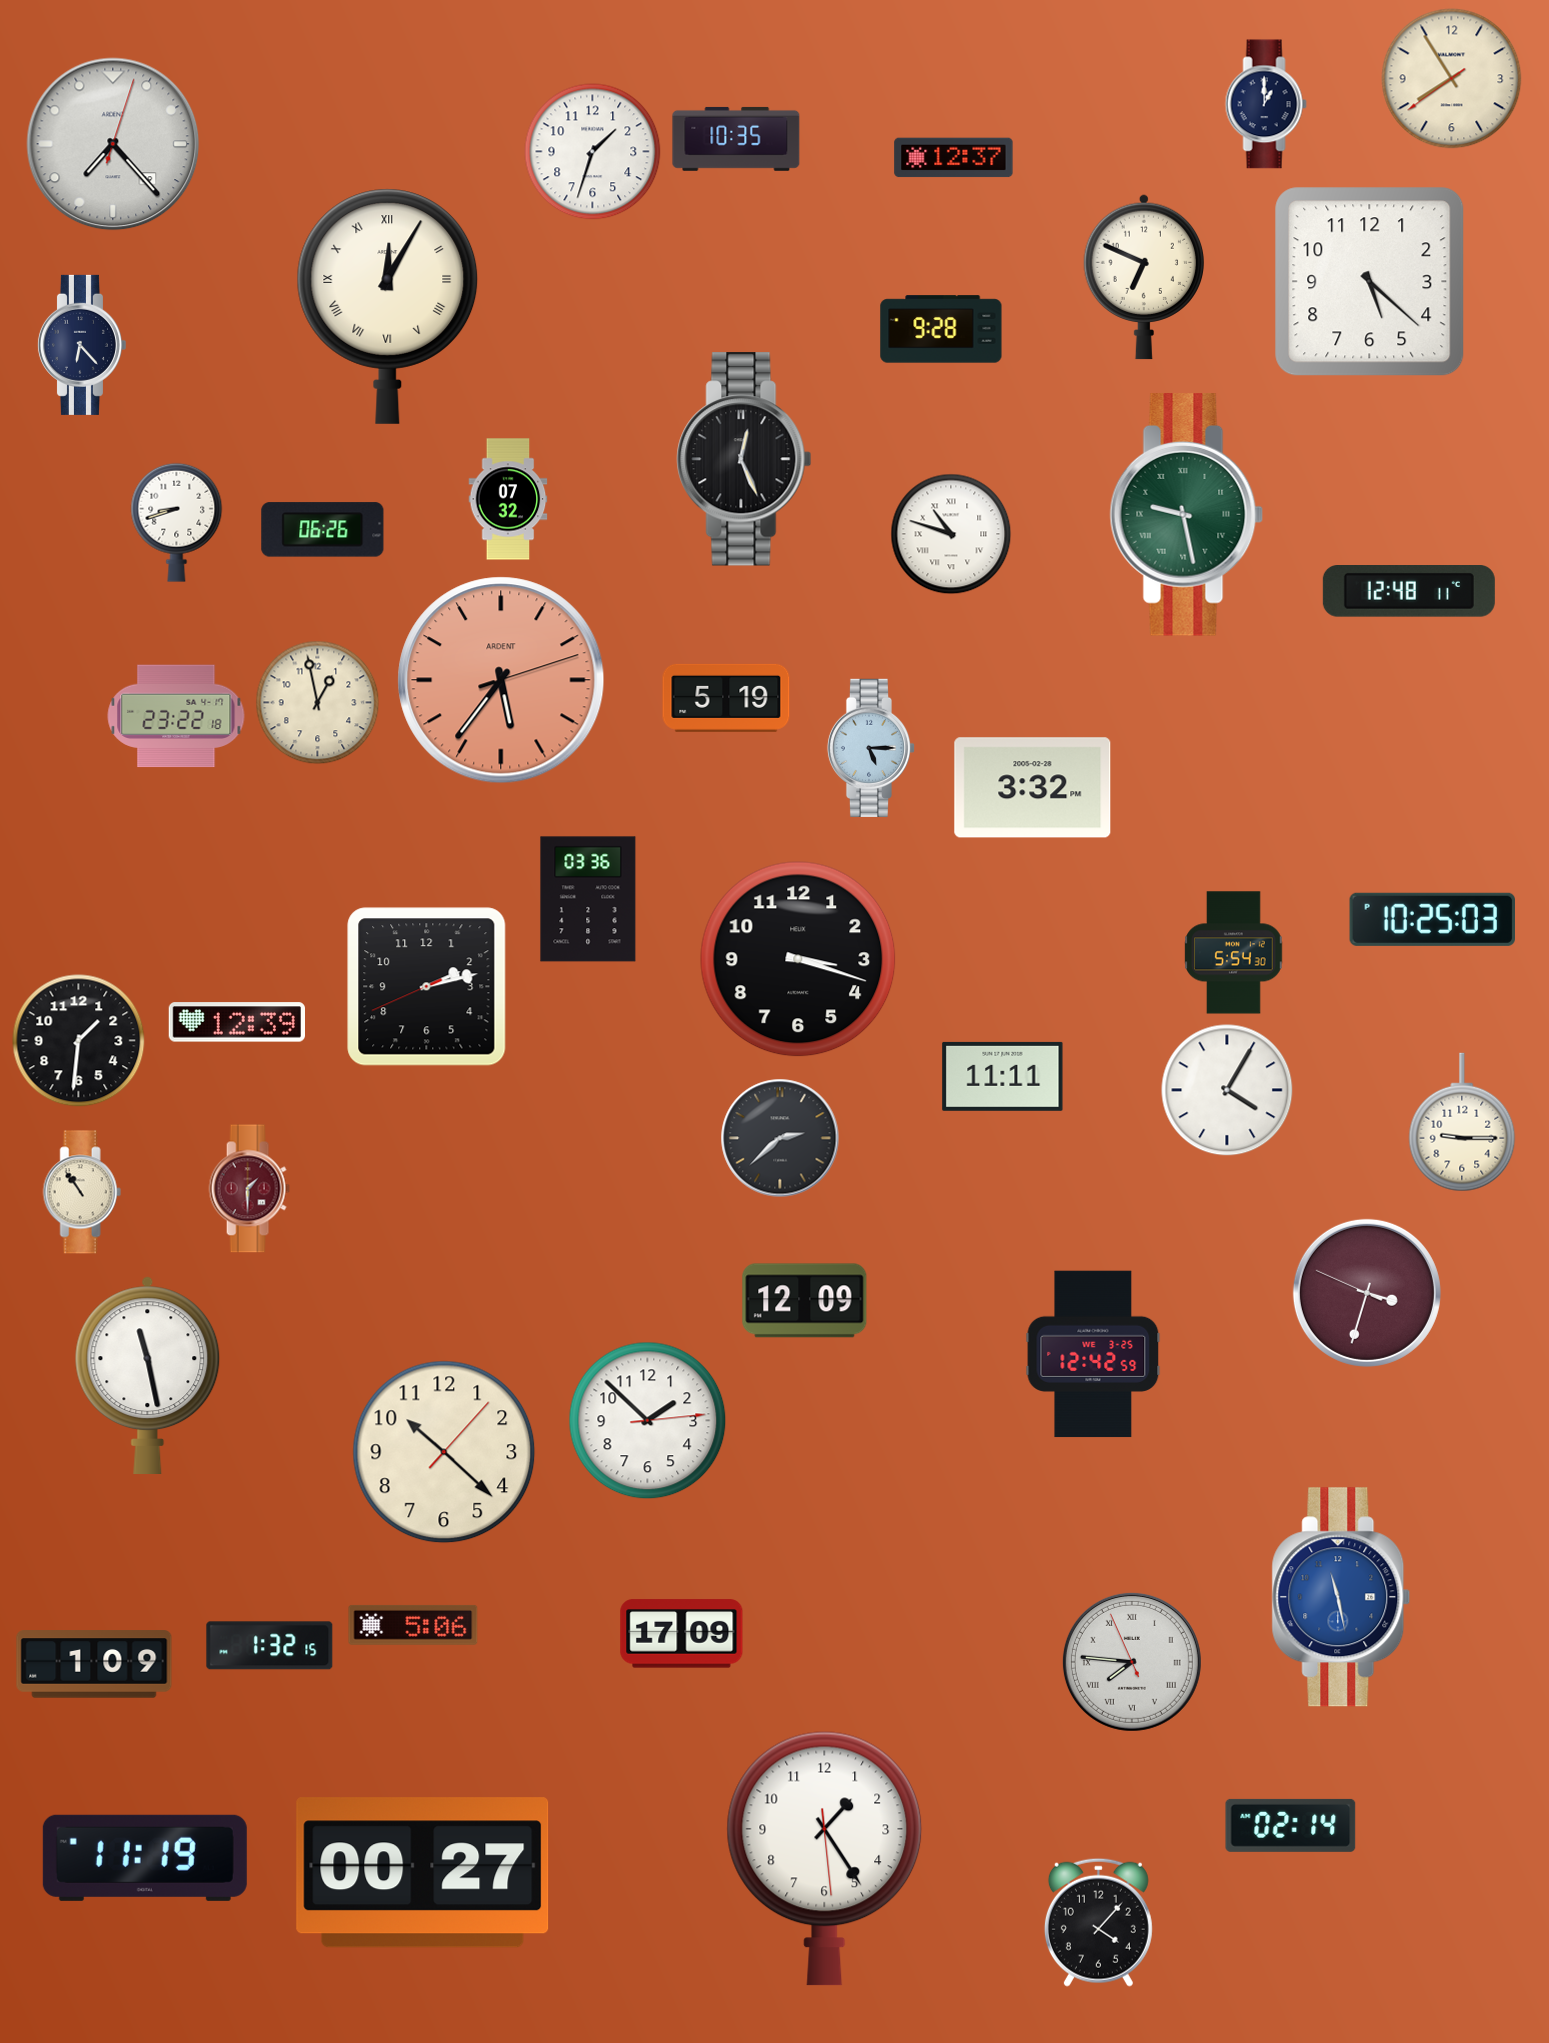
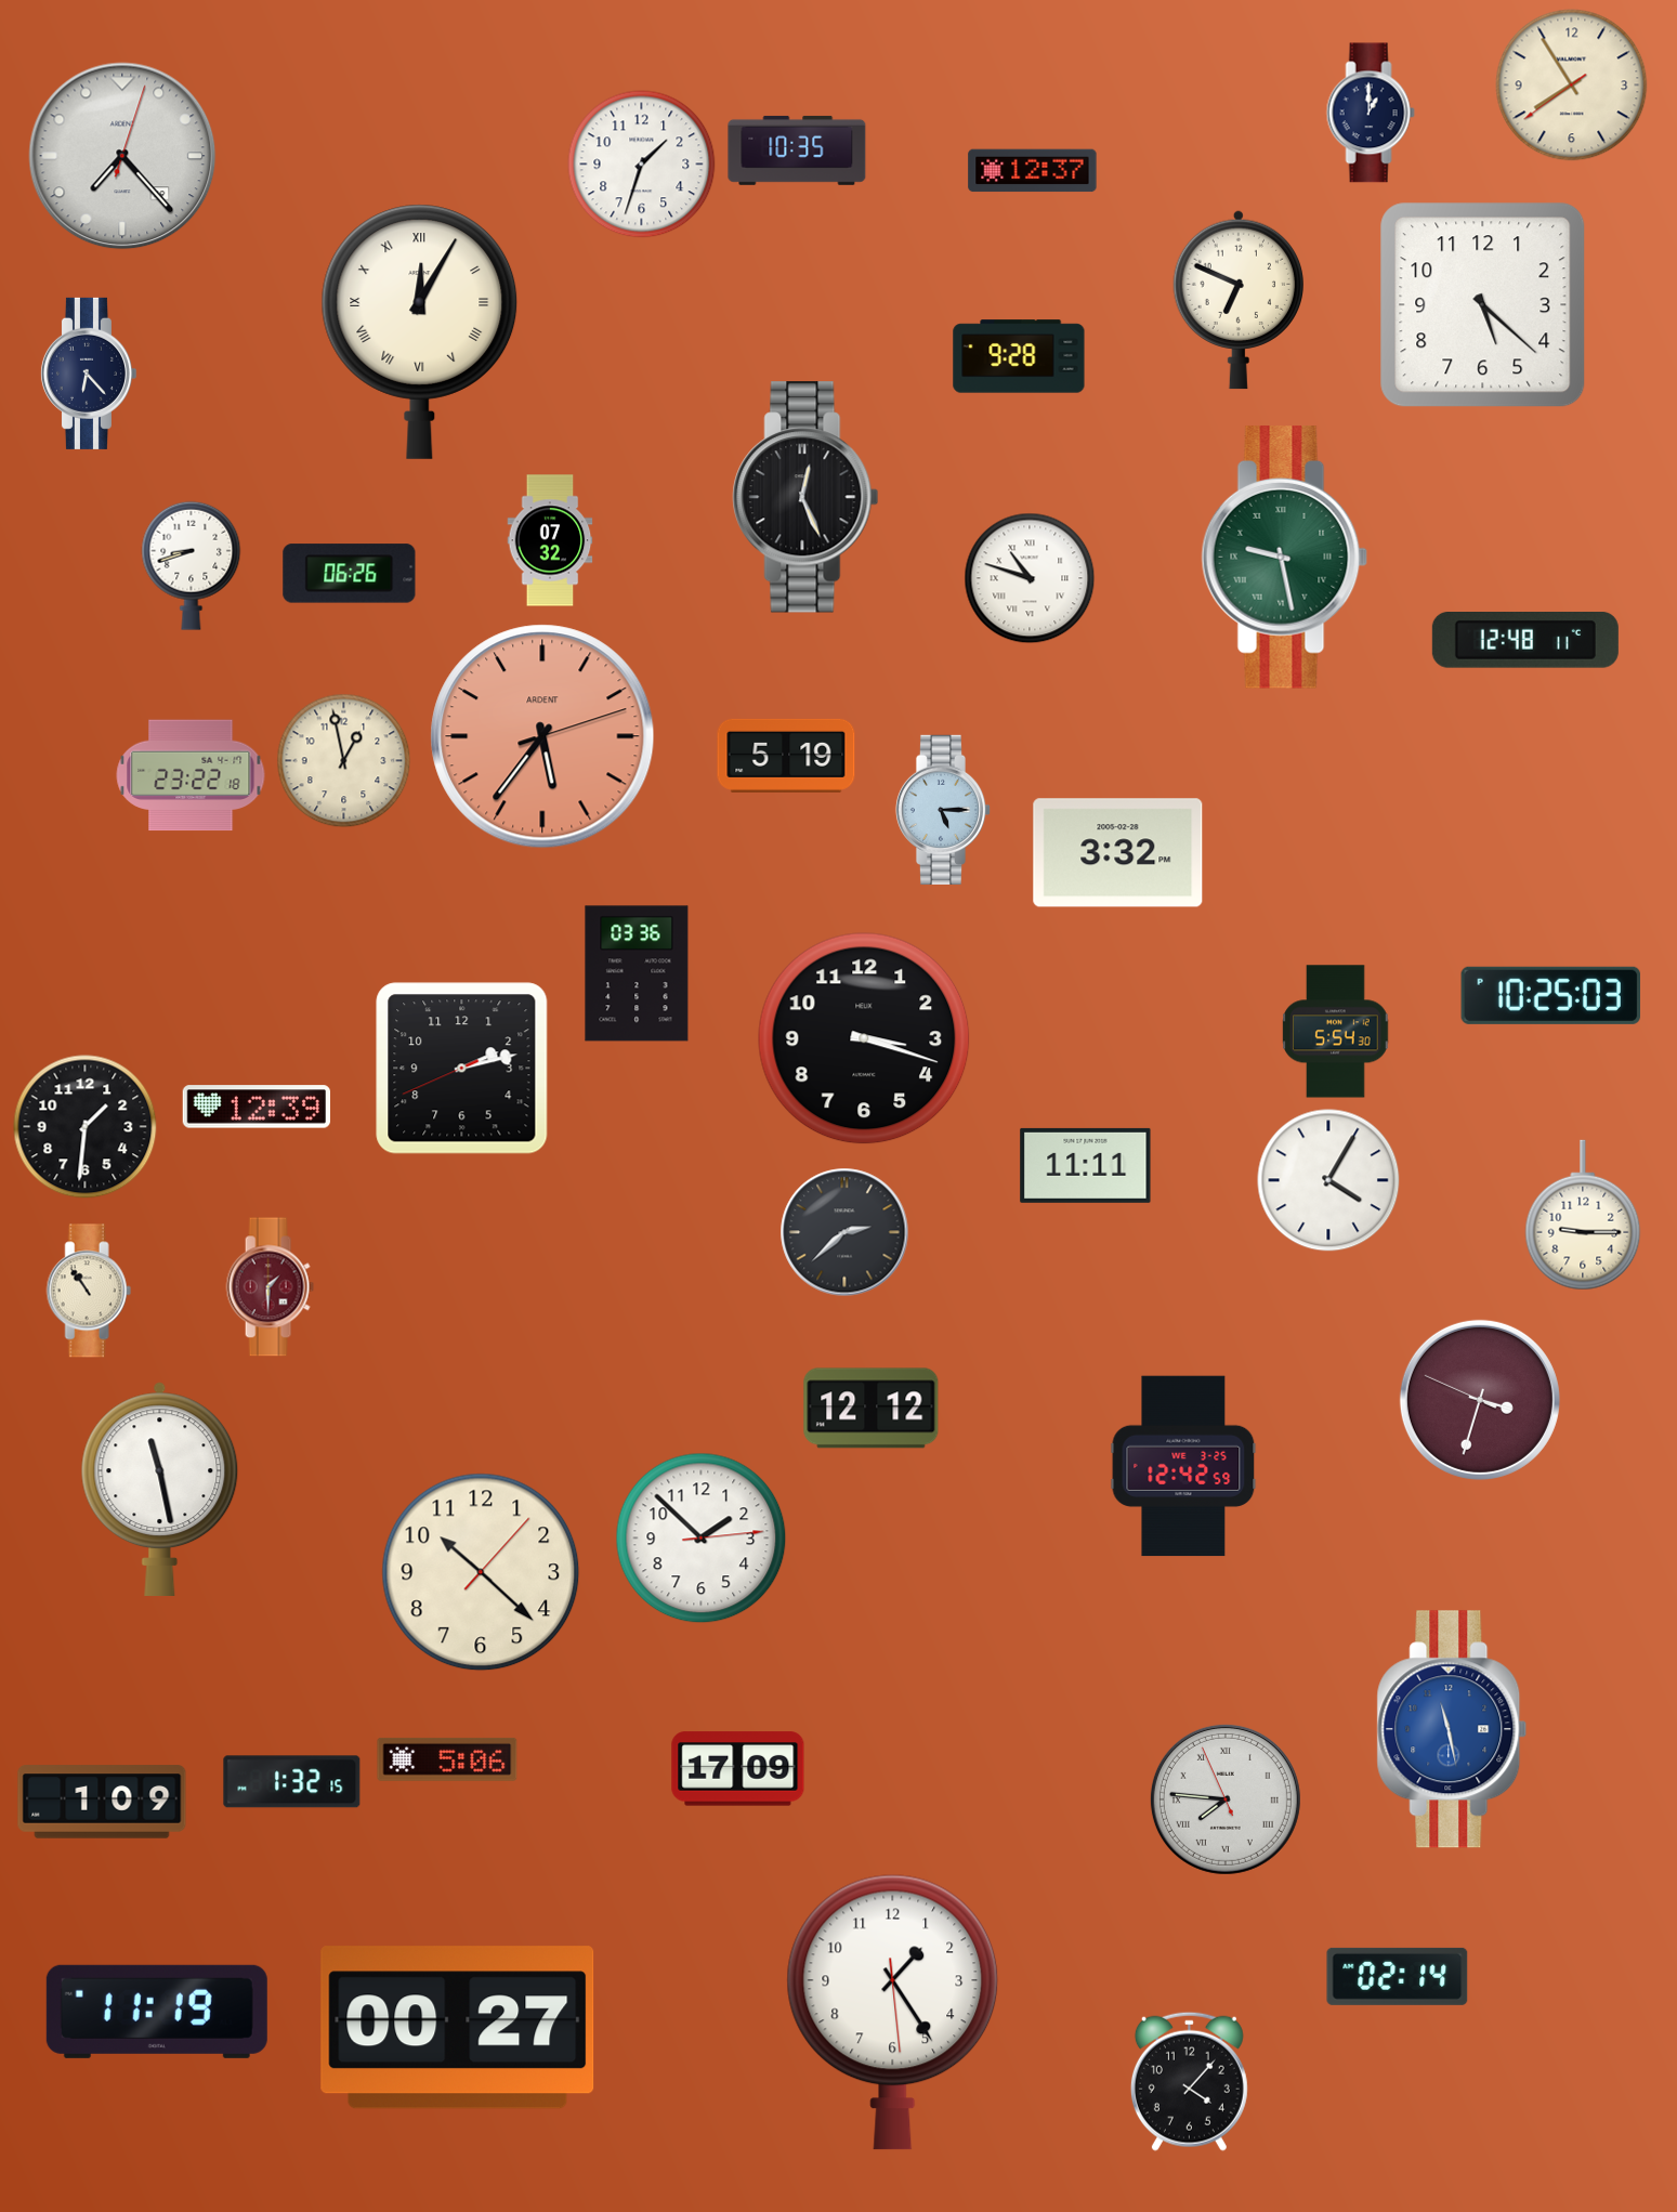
clock at (805, 1301): 12:09 -> 12:12
